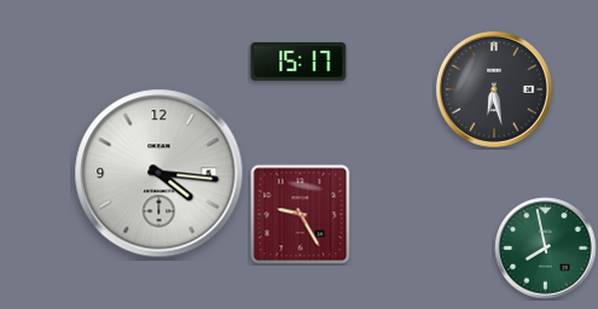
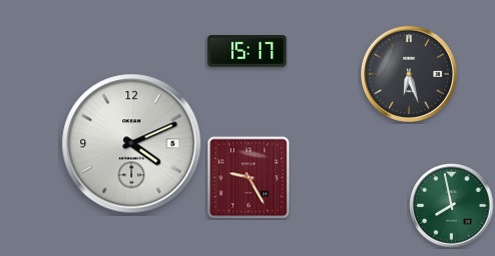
clock at (494, 89): 6:28 -> 6:27
clock at (159, 174): 4:16 -> 4:11
